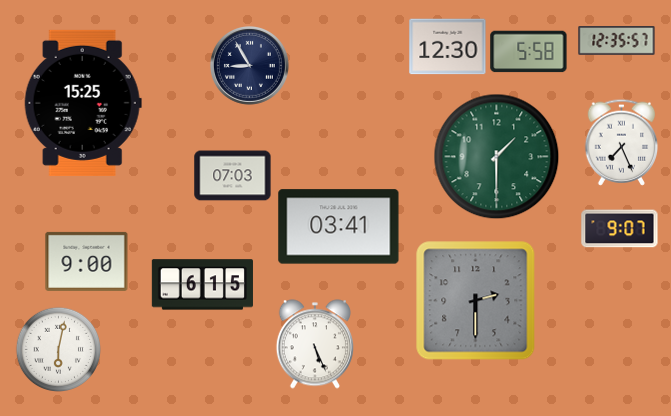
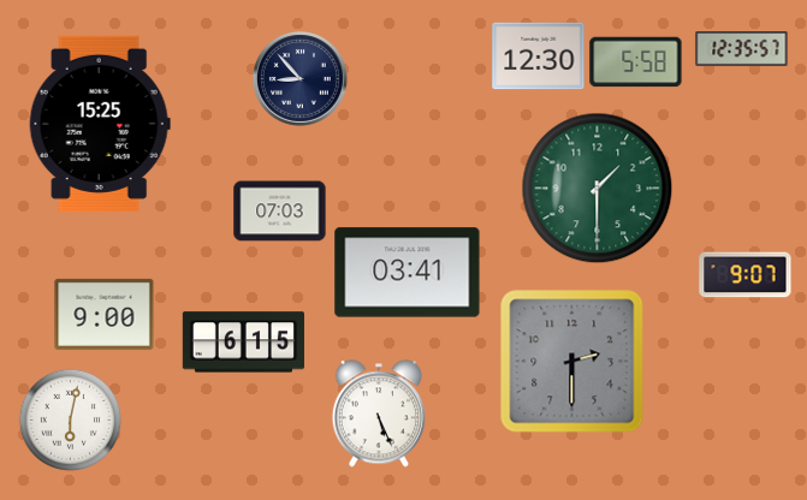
clock at (249, 65): 8:55 -> 8:53
clock at (622, 142): 7:26 -> none
